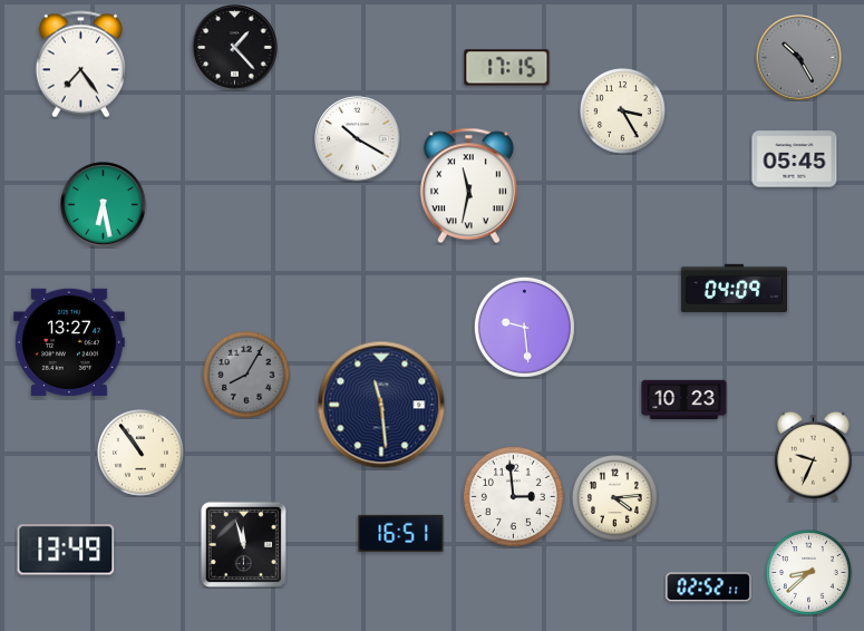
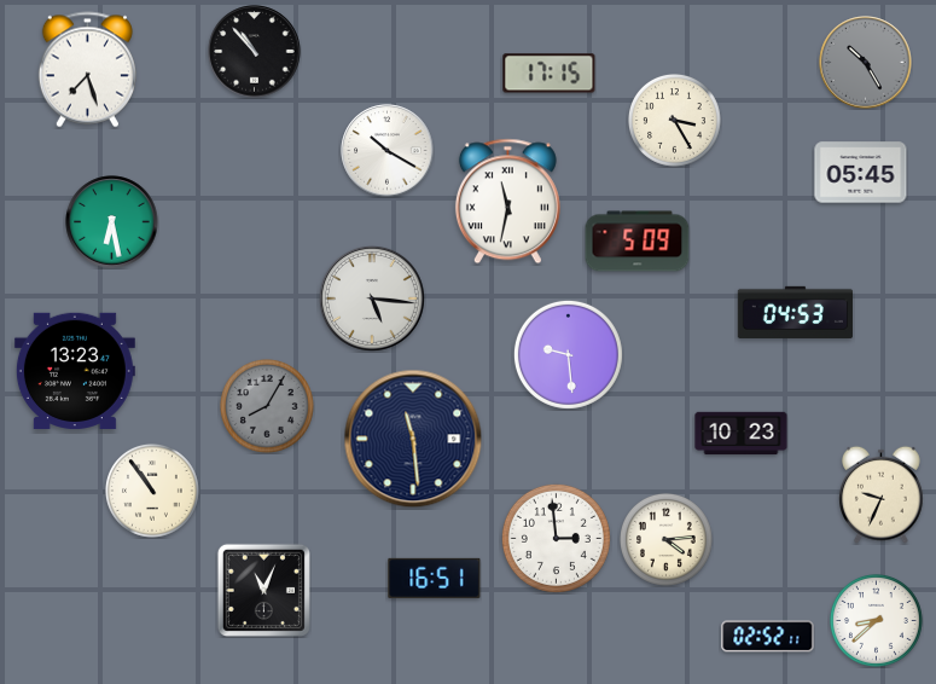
clock at (235, 48): 1:23 -> 10:53
clock at (80, 65): 7:24 -> 7:27
clock at (638, 242): none -> 5:09
clock at (372, 298): none -> 5:16
clock at (734, 288): 04:09 -> 04:53
clock at (69, 342): 13:27 -> 13:23
clock at (243, 544): 11:57 -> 11:04
clock at (66, 550): 13:49 -> none
